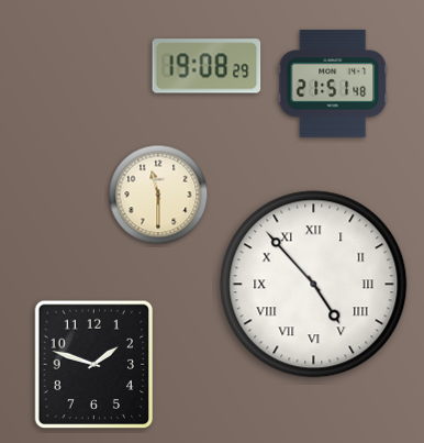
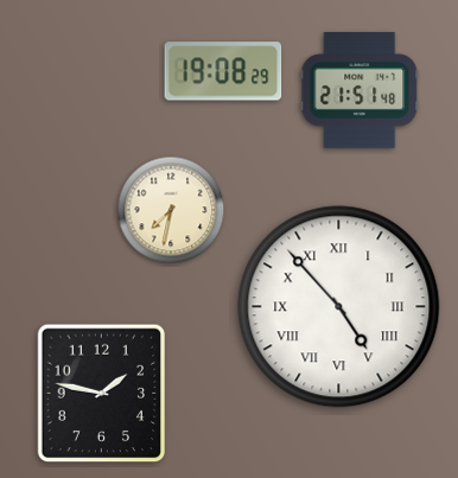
clock at (158, 195): 11:30 -> 7:32
clock at (94, 365): 1:48 -> 1:47
